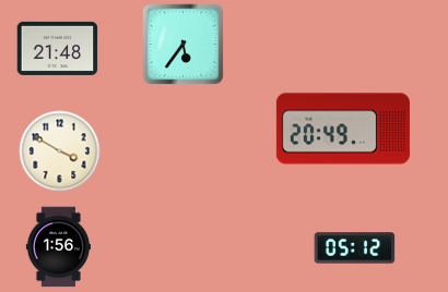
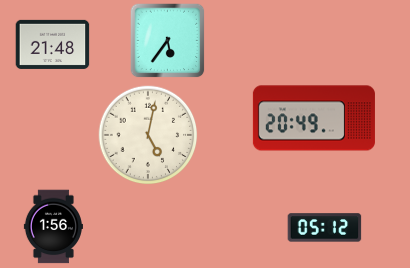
clock at (148, 135): none -> 5:02
clock at (60, 151): 3:50 -> none
